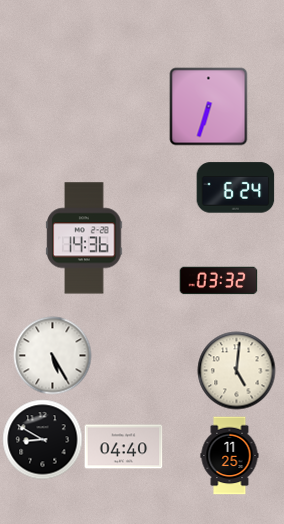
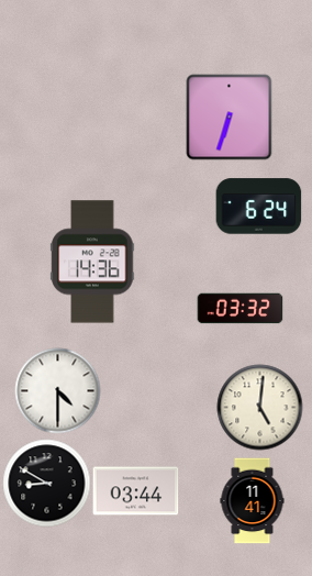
clock at (52, 355): 5:25 -> 4:30
clock at (123, 447): 04:40 -> 03:44
clock at (230, 455): 11:25 -> 11:41
